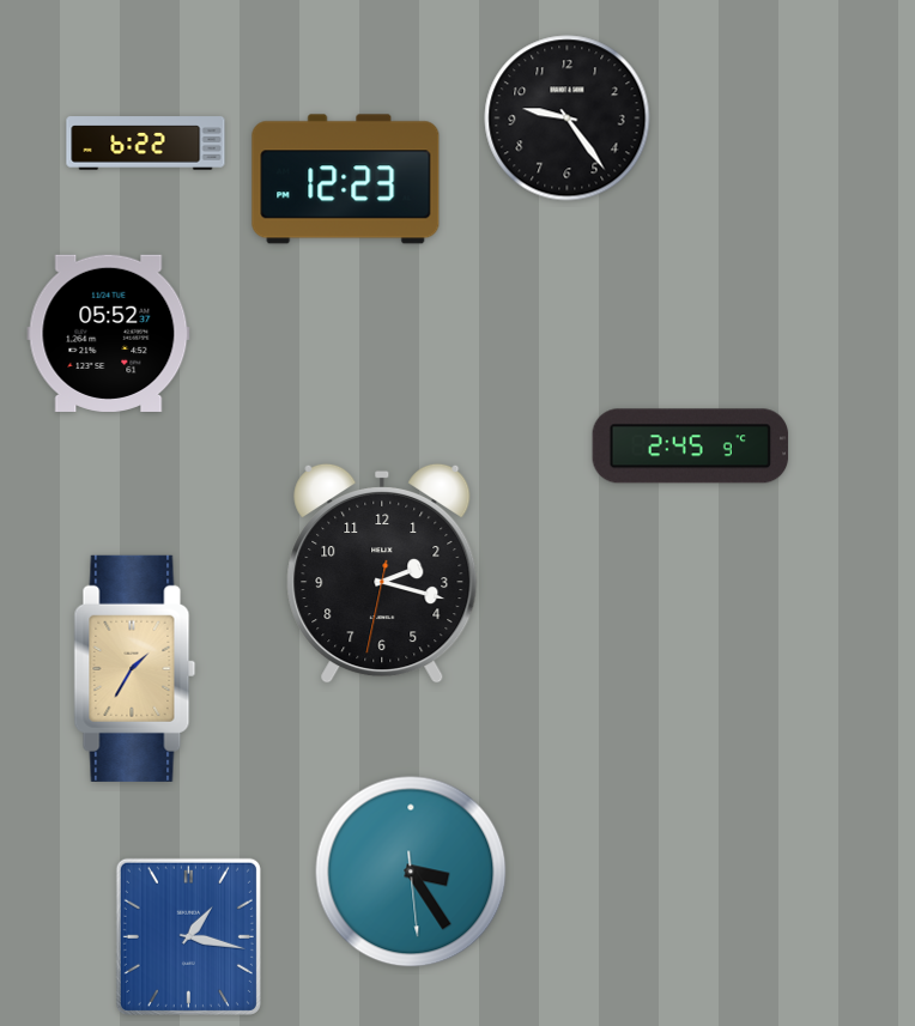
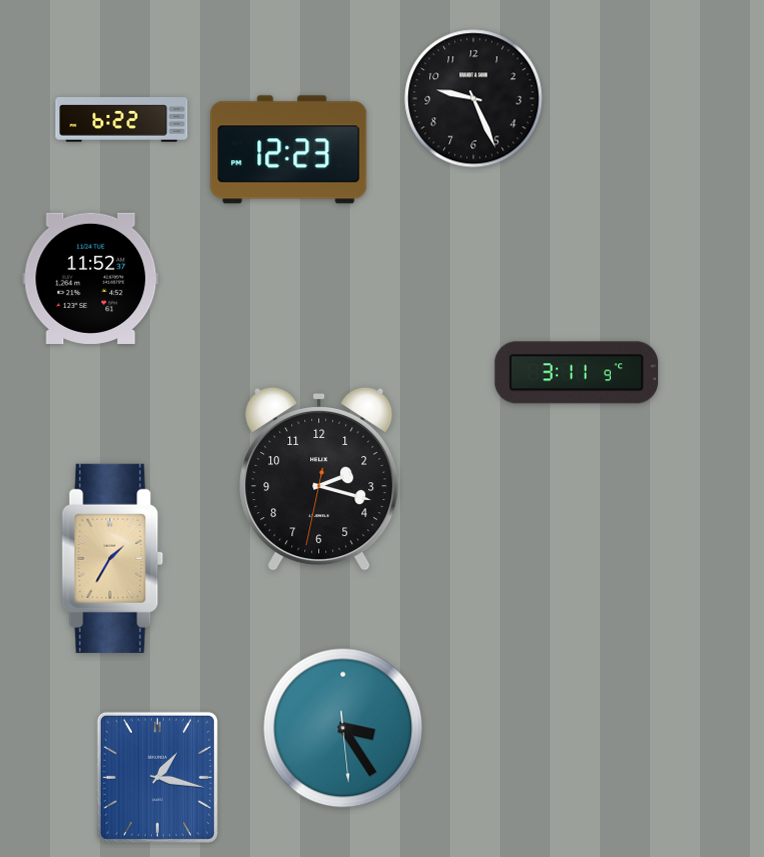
clock at (568, 119): 9:24 -> 9:26
clock at (109, 333): 05:52 -> 11:52
clock at (691, 447): 2:45 -> 3:11
clock at (188, 936) position: (188, 936) -> (157, 777)
